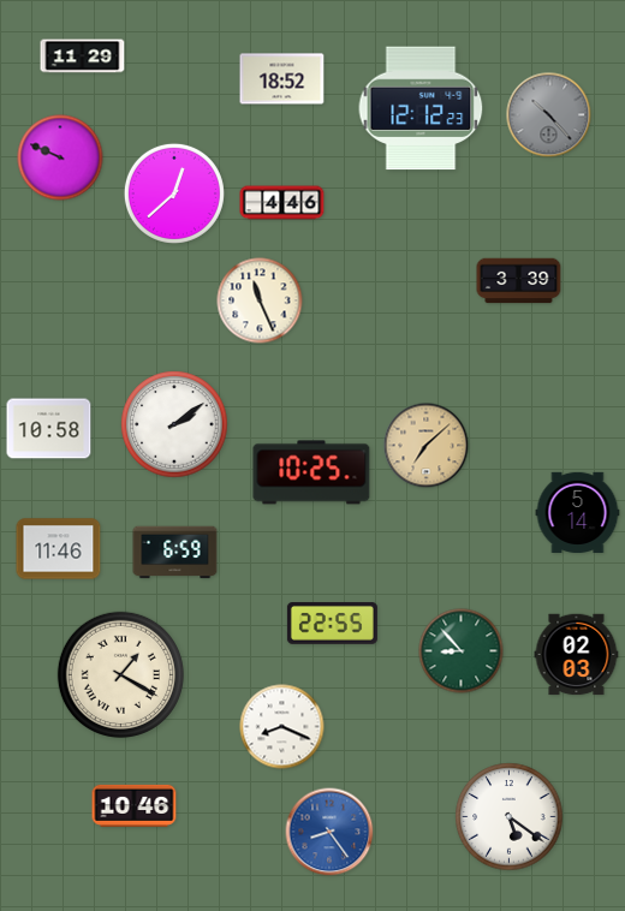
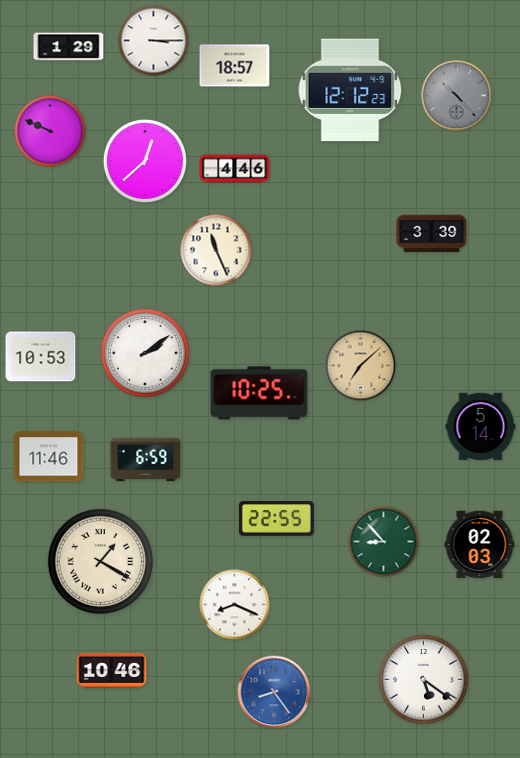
clock at (154, 41): none -> 3:15
clock at (83, 56): 11:29 -> 1:29
clock at (282, 79): 18:52 -> 18:57
clock at (49, 429): 10:58 -> 10:53
clock at (427, 446) position: (427, 446) -> (361, 366)
